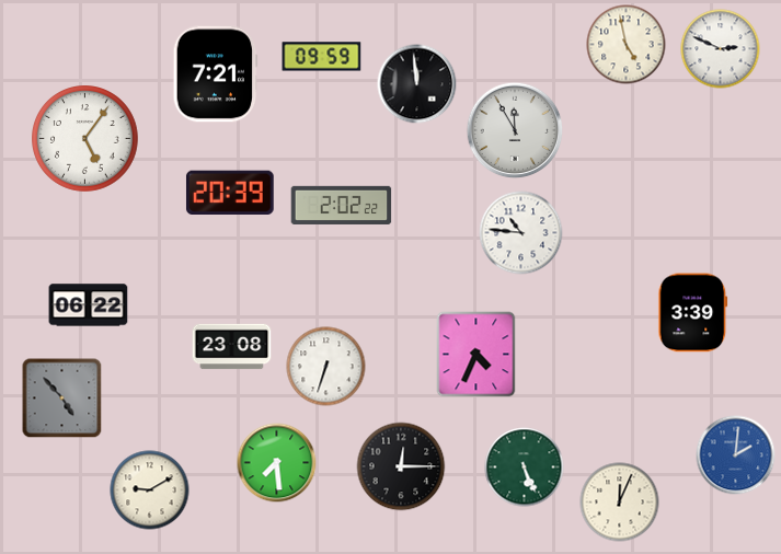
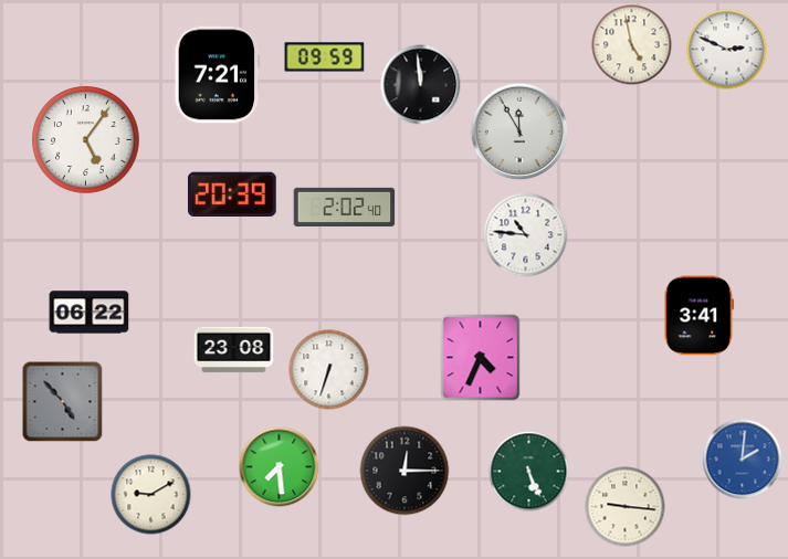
clock at (342, 205): 2:02:22 -> 2:02:40
clock at (89, 305) position: (89, 305) -> (90, 313)
clock at (693, 313): 3:39 -> 3:41
clock at (620, 503): 12:04 -> 9:16
